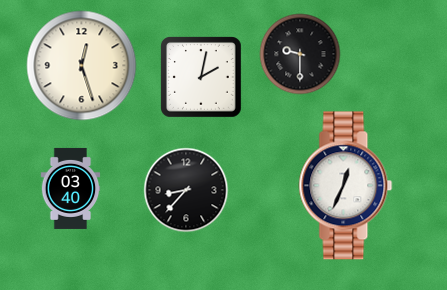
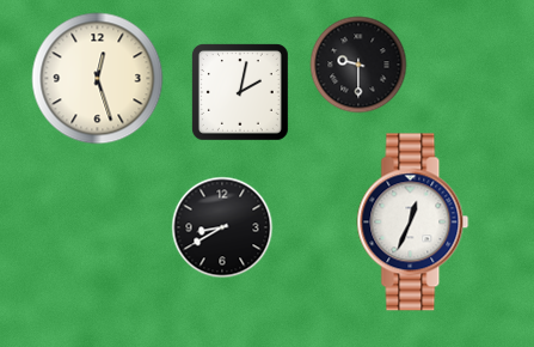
clock at (71, 188): 03:40 -> none
clock at (186, 190): 8:37 -> 8:40
